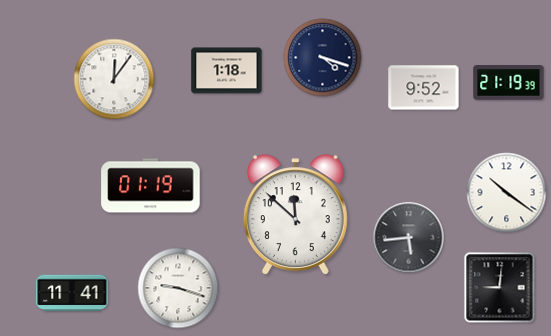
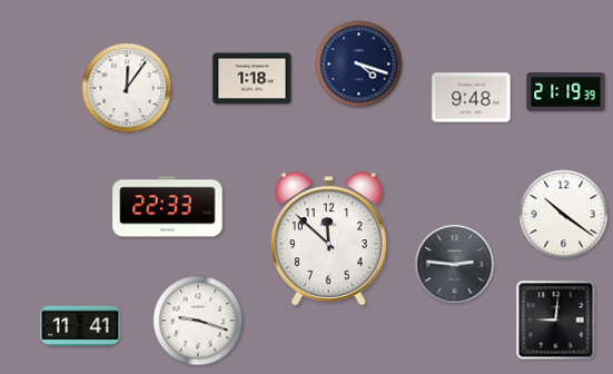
clock at (424, 88): 9:52 -> 9:48
clock at (151, 186): 01:19 -> 22:33
clock at (409, 238): 5:44 -> 2:46
